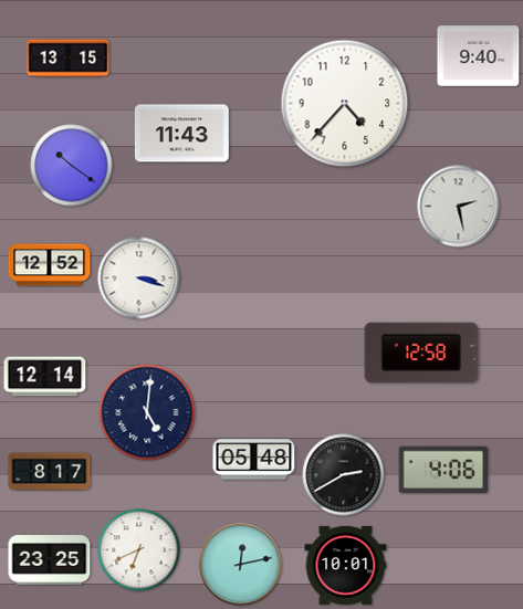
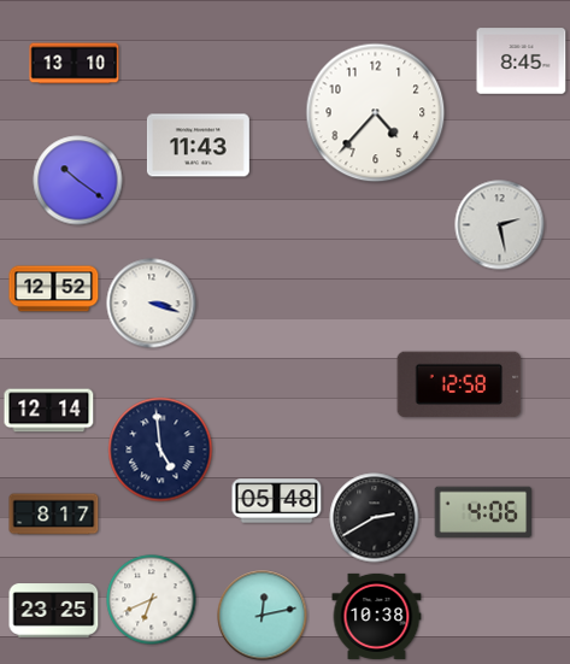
clock at (479, 56): 9:40 -> 8:45
clock at (69, 59): 13:15 -> 13:10
clock at (147, 412): 5:01 -> 4:59
clock at (346, 565): 10:01 -> 10:38
